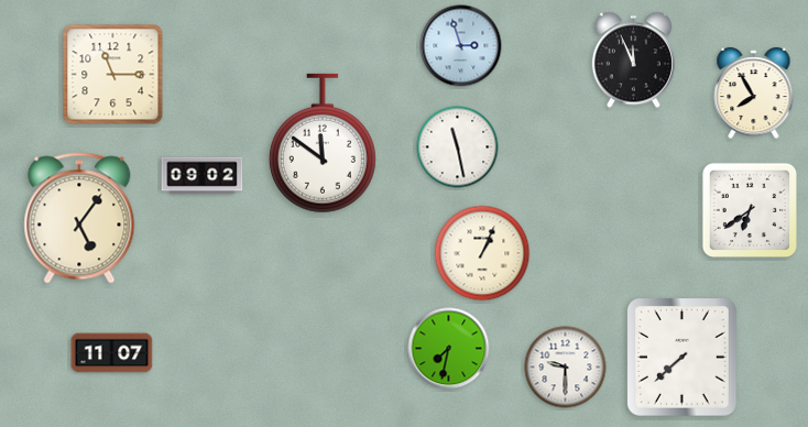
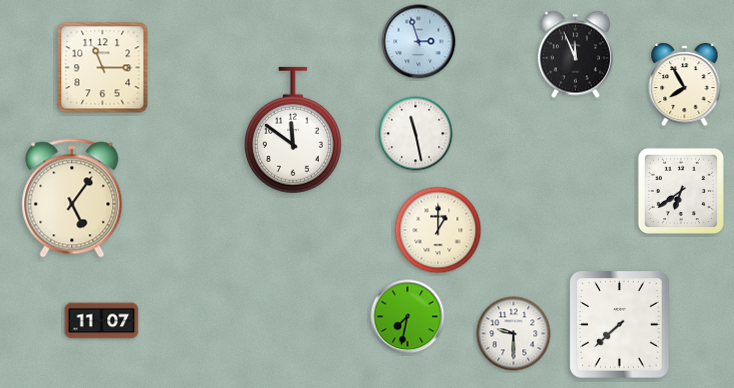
clock at (203, 176): 09:02 -> none
clock at (482, 253): 1:04 -> 1:00
